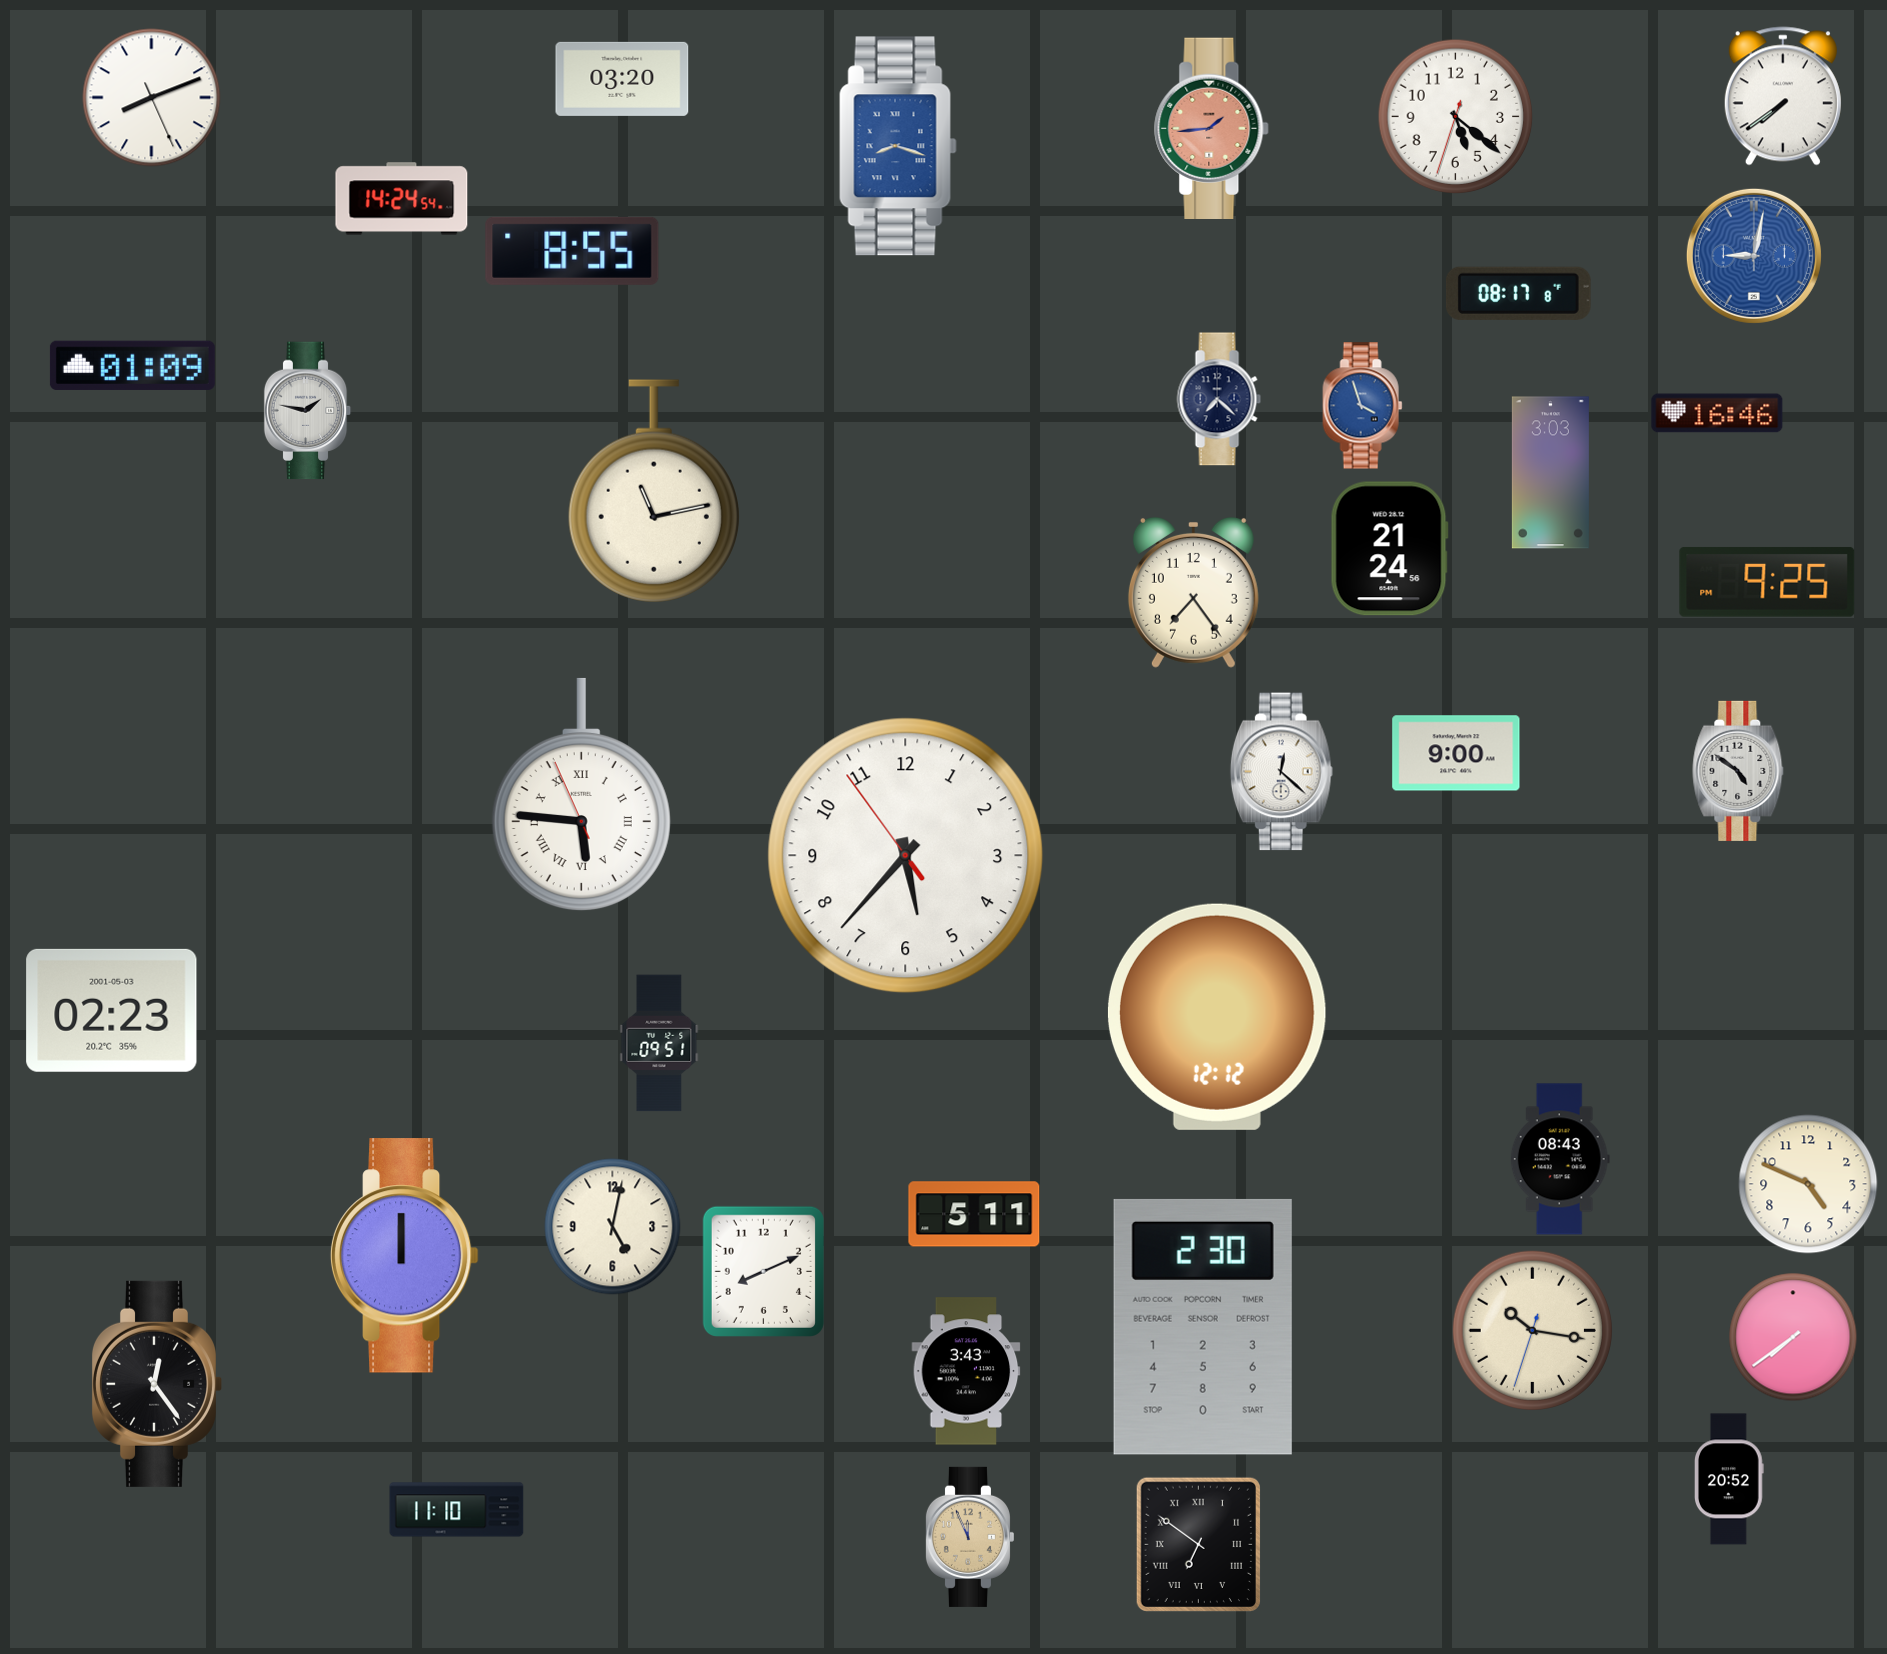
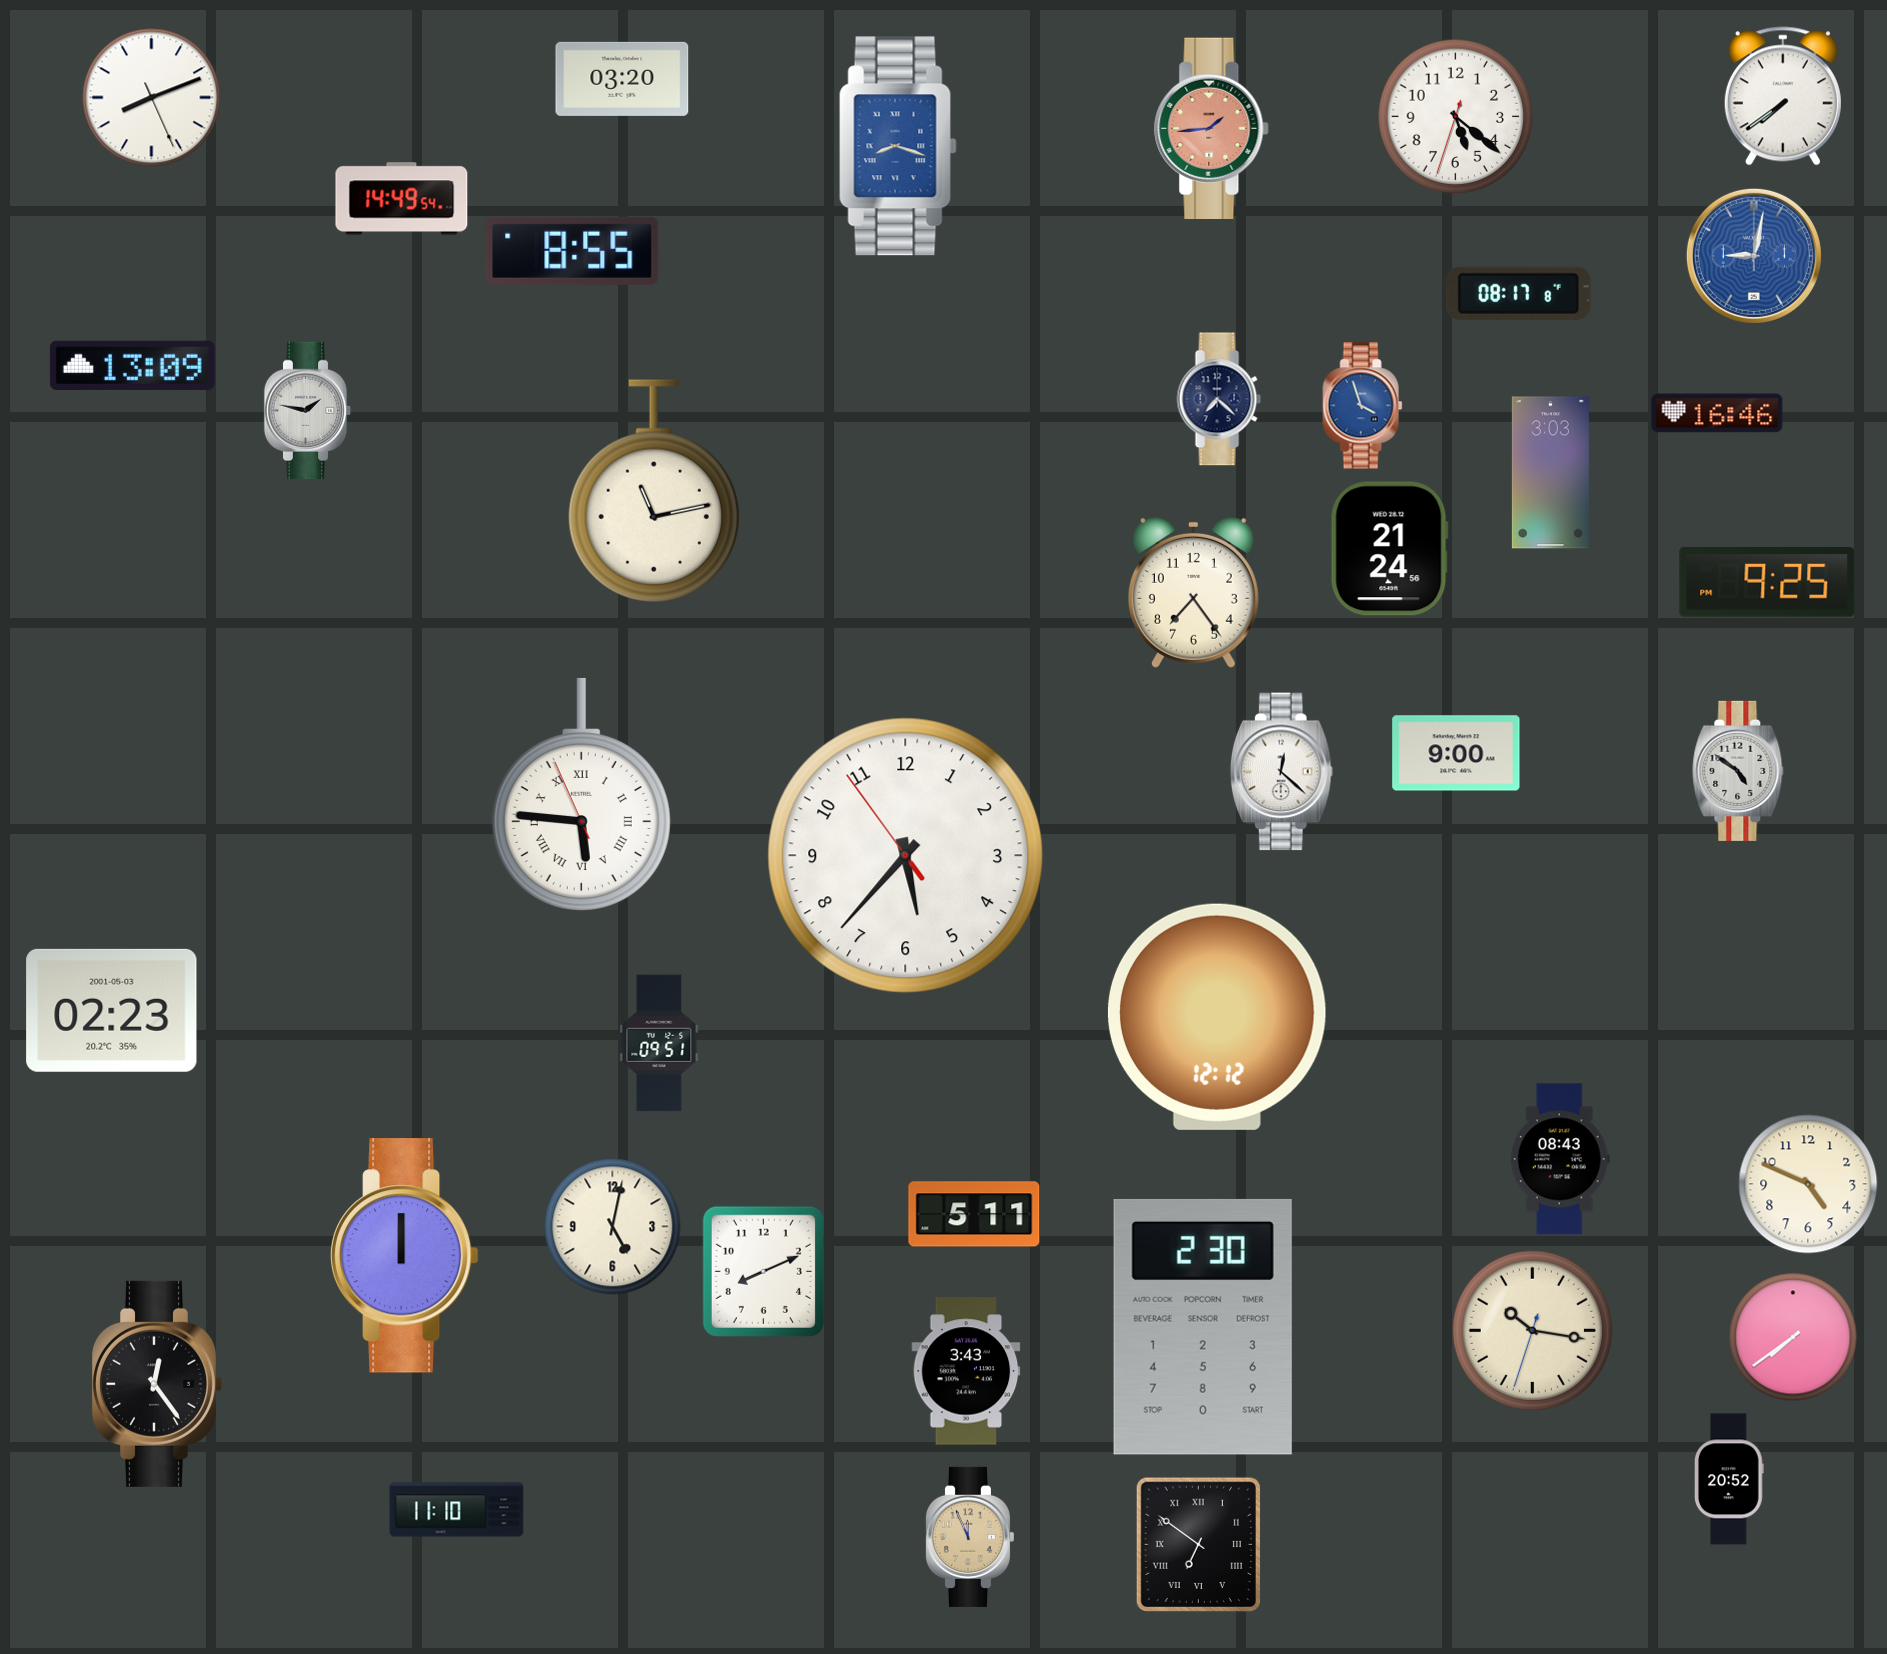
clock at (402, 199): 14:24 -> 14:49
clock at (132, 365): 01:09 -> 13:09
